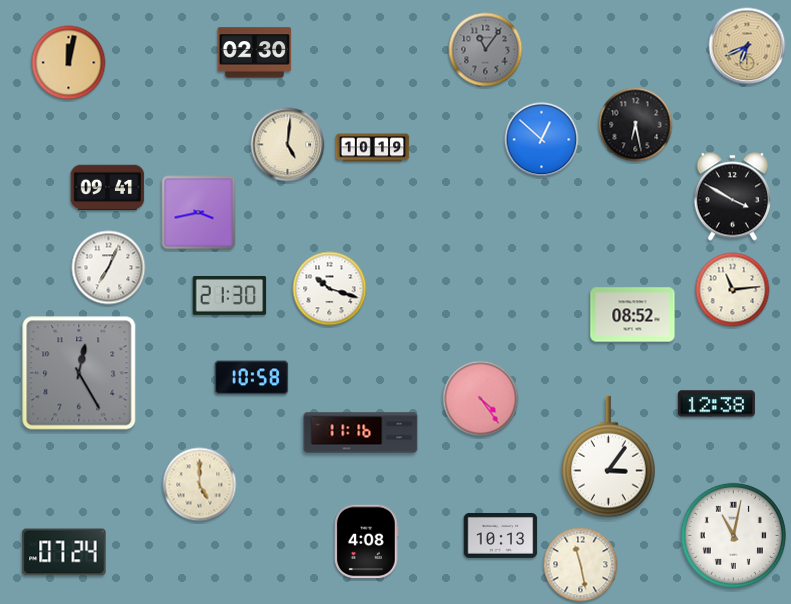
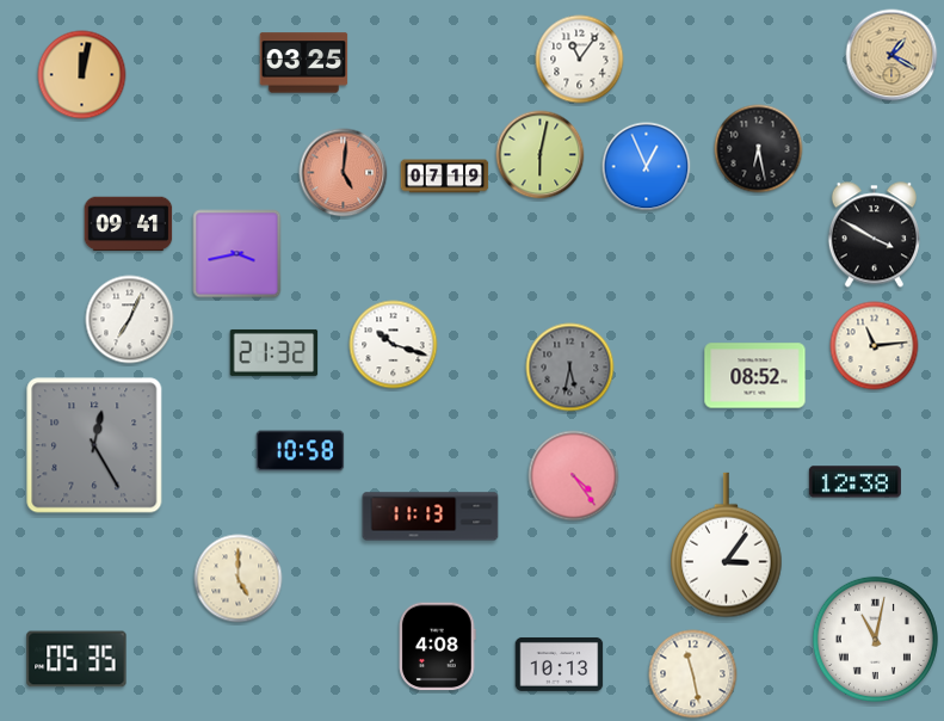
clock at (747, 46): 6:41 -> 1:20
clock at (486, 50) dial: grey -> white
clock at (255, 53): 02:30 -> 03:25
clock at (541, 155): none -> 6:02
clock at (542, 140): 12:52 -> 12:56
clock at (288, 145) dial: cream -> salmon
clock at (373, 148): 10:19 -> 07:19
clock at (230, 295): 21:30 -> 21:32
clock at (570, 368): none -> 5:32
clock at (361, 433): 11:16 -> 11:13
clock at (501, 535) position: (501, 535) -> (560, 664)
clock at (64, 552): 07:24 -> 05:35
